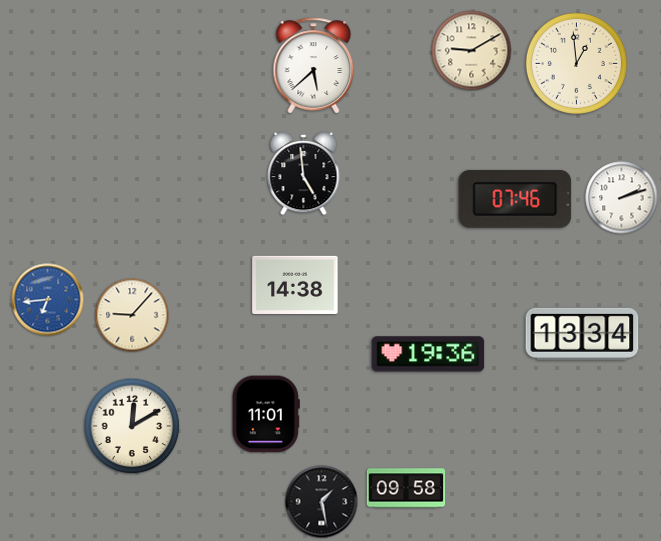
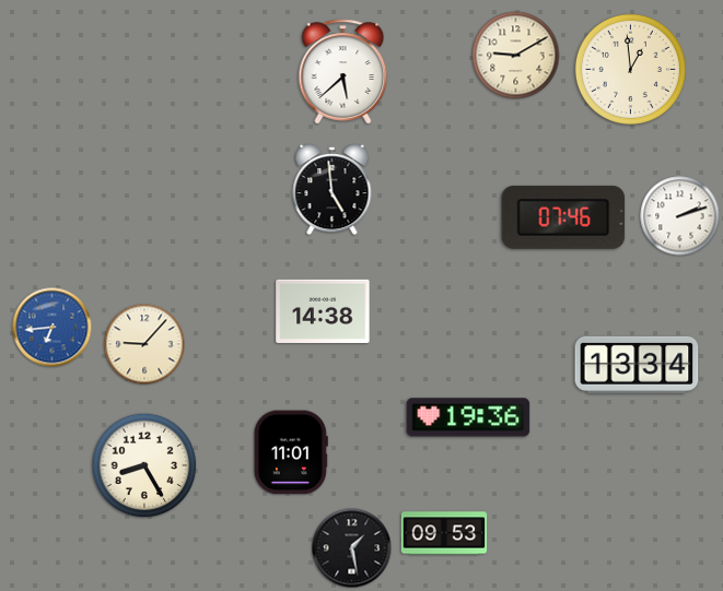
clock at (428, 354) position: (428, 354) -> (468, 417)
clock at (132, 426): 12:10 -> 8:25
clock at (406, 488): 09:58 -> 09:53
